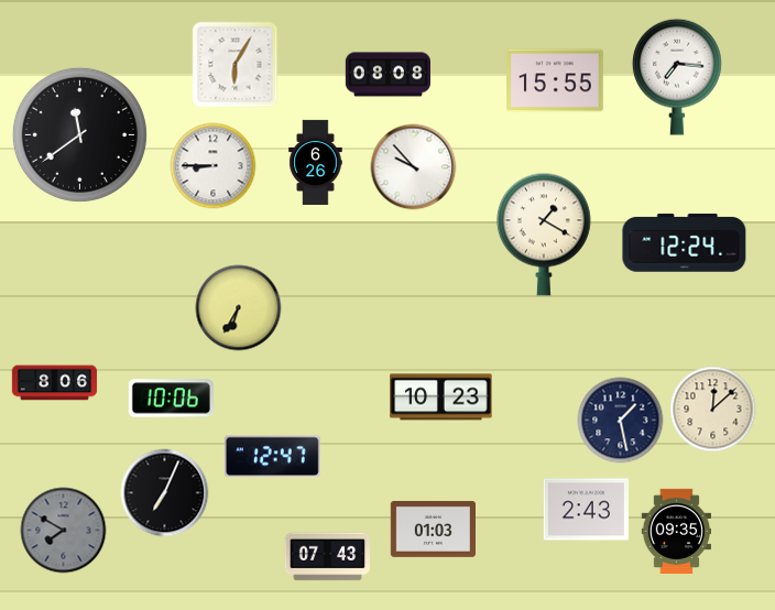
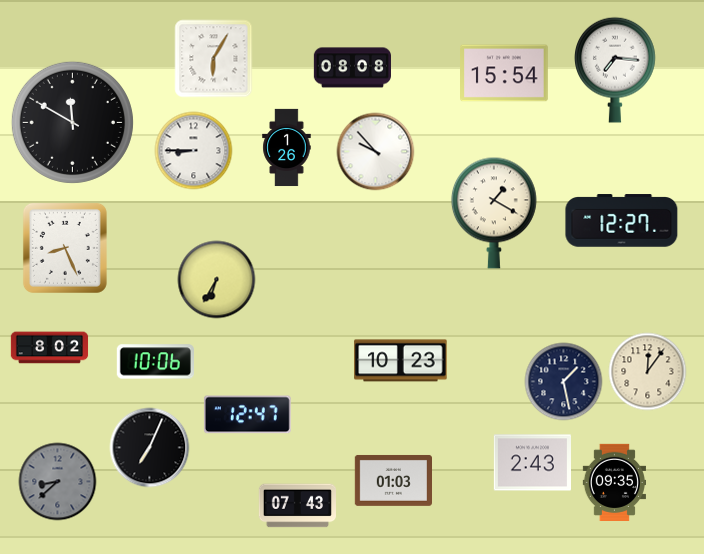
clock at (556, 80): 15:55 -> 15:54
clock at (79, 134): 11:39 -> 11:50
clock at (316, 162): 6:26 -> 1:26
clock at (685, 243): 12:24 -> 12:27
clock at (65, 248): none -> 8:26
clock at (54, 383): 8:06 -> 8:02
clock at (712, 409): 12:08 -> 12:06
clock at (63, 530): 7:50 -> 8:38
